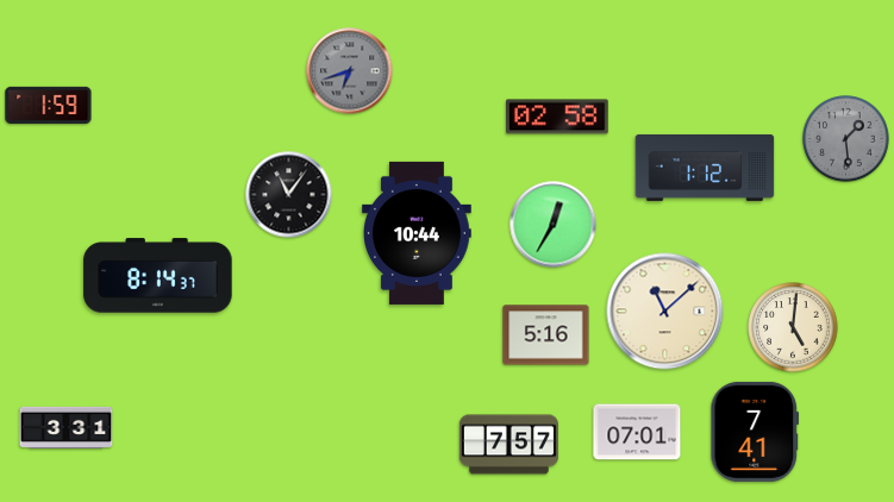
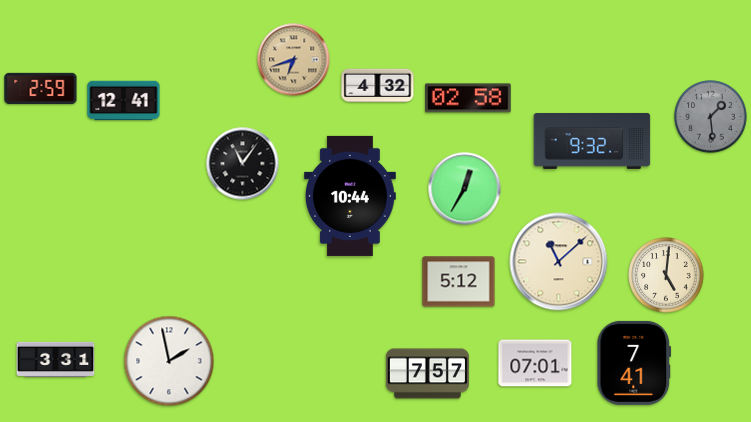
clock at (350, 71) dial: grey -> champagne
clock at (378, 86): none -> 4:32
clock at (49, 105): 1:59 -> 2:59
clock at (124, 101): none -> 12:41
clock at (705, 168): 1:12 -> 9:32
clock at (158, 276): 8:14 -> none
clock at (546, 335): 5:16 -> 5:12
clock at (169, 361): none -> 1:58
